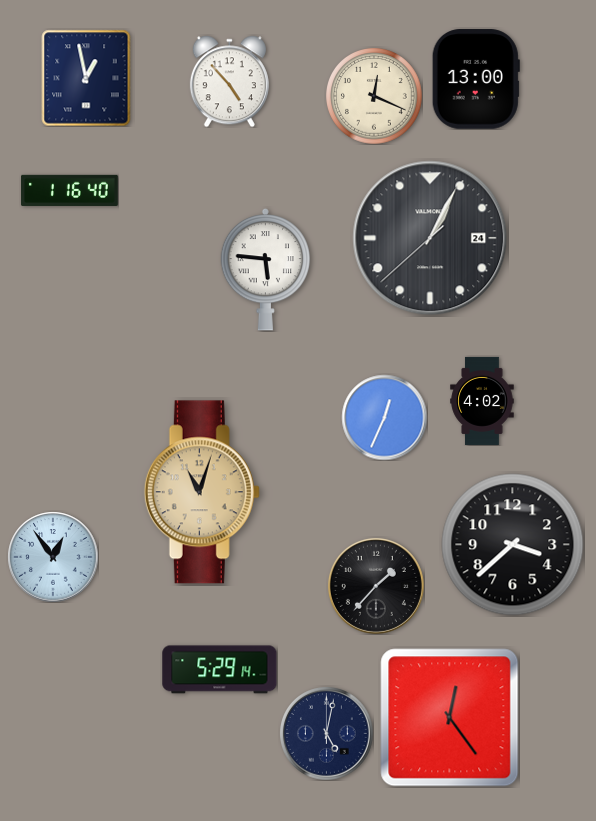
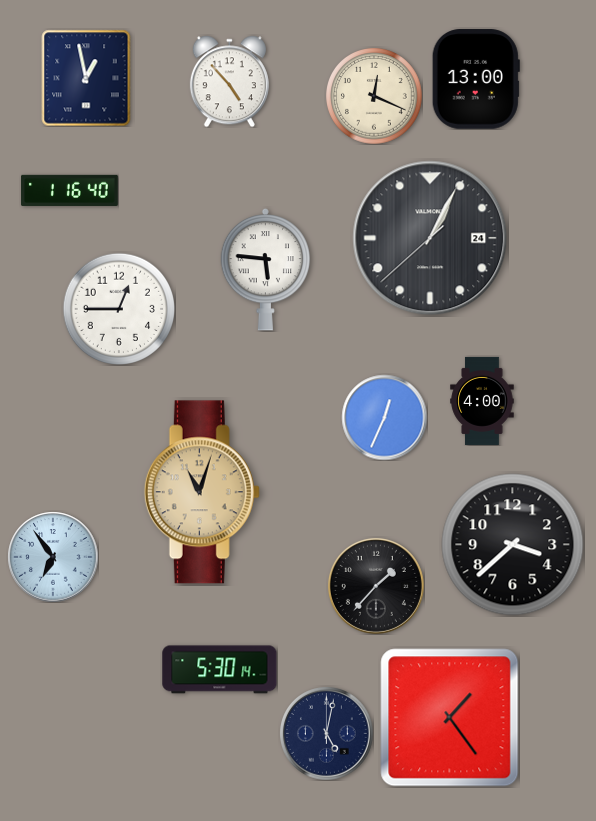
clock at (118, 308): none -> 12:45
clock at (482, 401): 4:02 -> 4:00
clock at (53, 557): 12:54 -> 6:54
clock at (220, 670): 5:29 -> 5:30
clock at (450, 718): 12:24 -> 1:24
